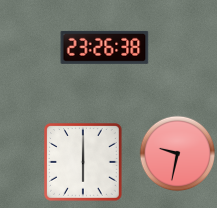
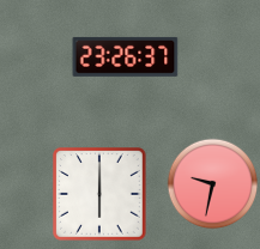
clock at (105, 47): 23:26:38 -> 23:26:37
